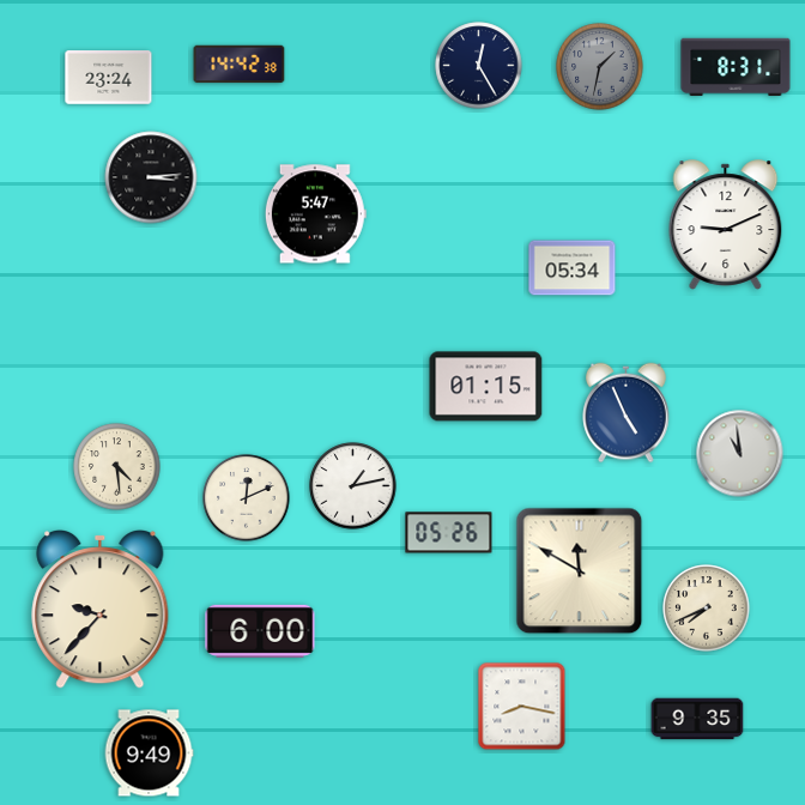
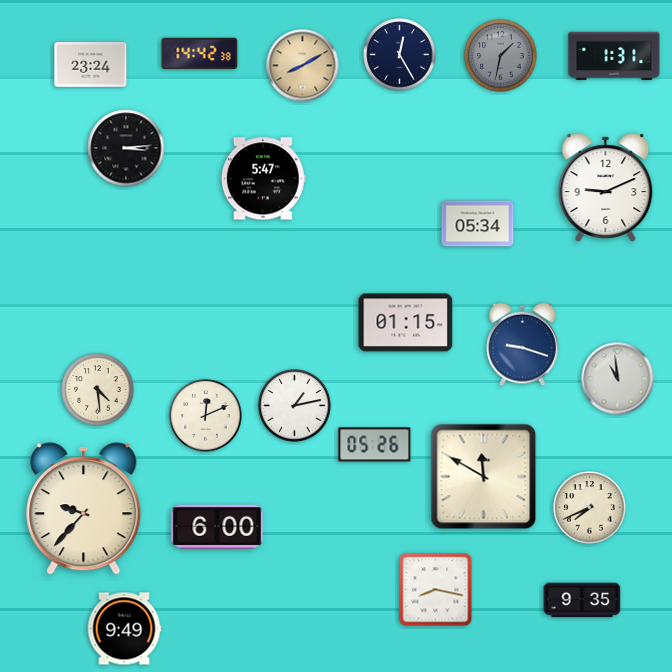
clock at (736, 66): 8:31 -> 1:31
clock at (303, 66): none -> 8:10
clock at (627, 413): 4:56 -> 9:18
